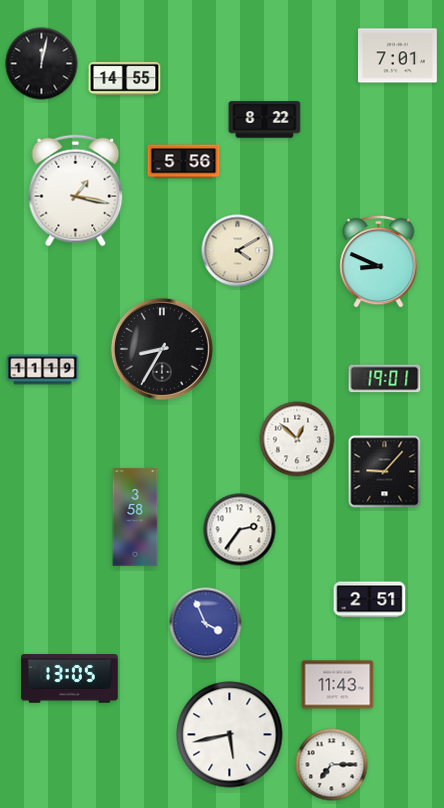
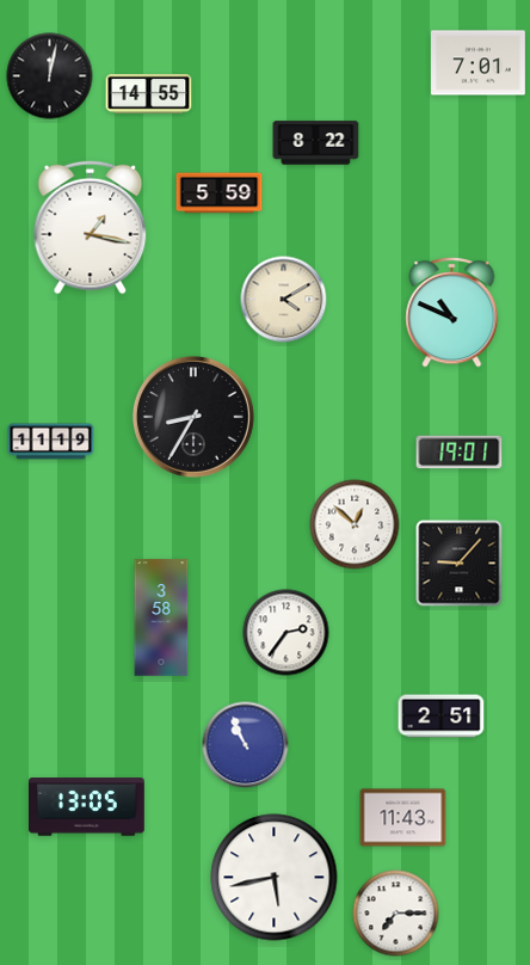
clock at (398, 56) position: (398, 56) -> (479, 63)
clock at (184, 162): 5:56 -> 5:59
clock at (379, 261): 8:49 -> 10:49
clock at (206, 624): 3:56 -> 10:56
clock at (70, 679) position: (70, 679) -> (87, 807)
